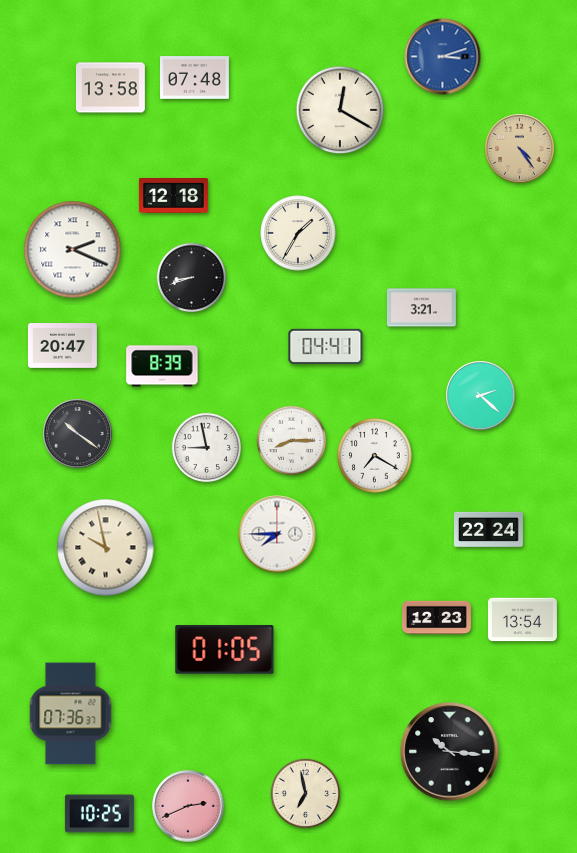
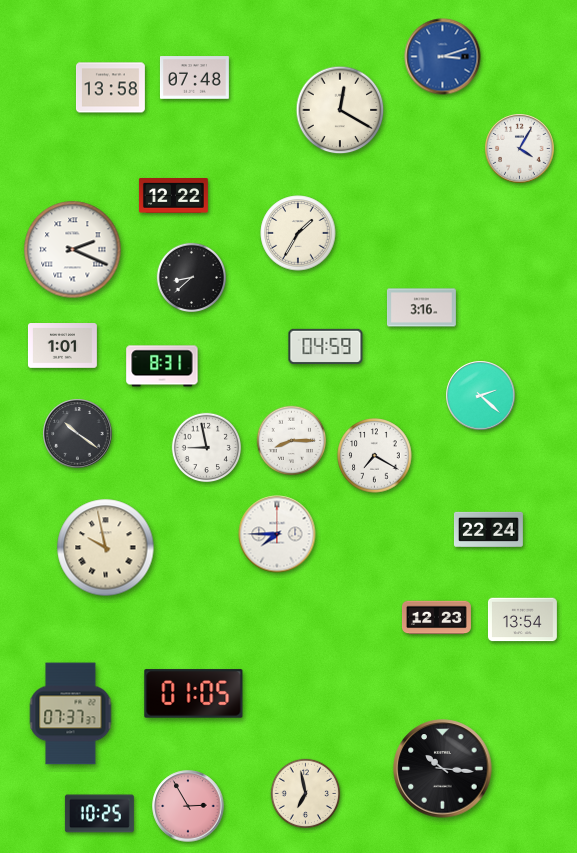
clock at (520, 149): 4:24 -> 4:05
clock at (520, 149) dial: champagne -> white
clock at (173, 196): 12:18 -> 12:22
clock at (192, 278): 8:42 -> 8:38
clock at (421, 308): 3:21 -> 3:16
clock at (62, 346): 20:47 -> 1:01
clock at (326, 346): 04:41 -> 04:59
clock at (162, 366): 8:39 -> 8:31
clock at (225, 650) position: (225, 650) -> (194, 694)
clock at (71, 714): 07:36 -> 07:37
clock at (450, 752) position: (450, 752) -> (443, 769)
clock at (188, 806): 2:41 -> 2:55
